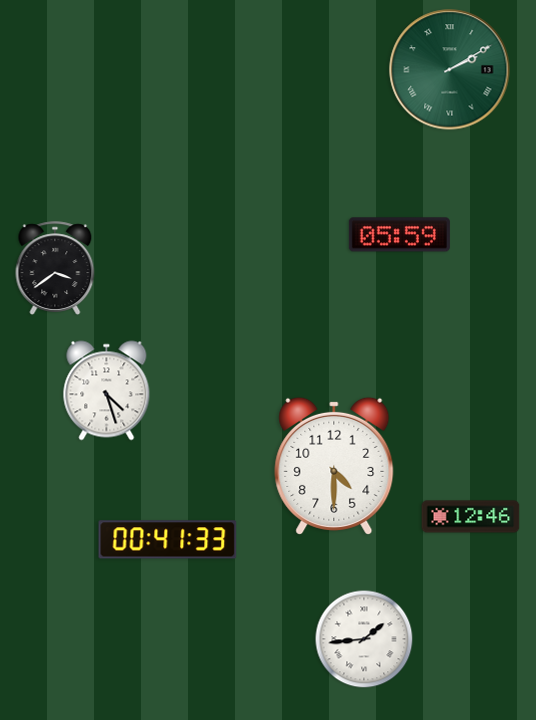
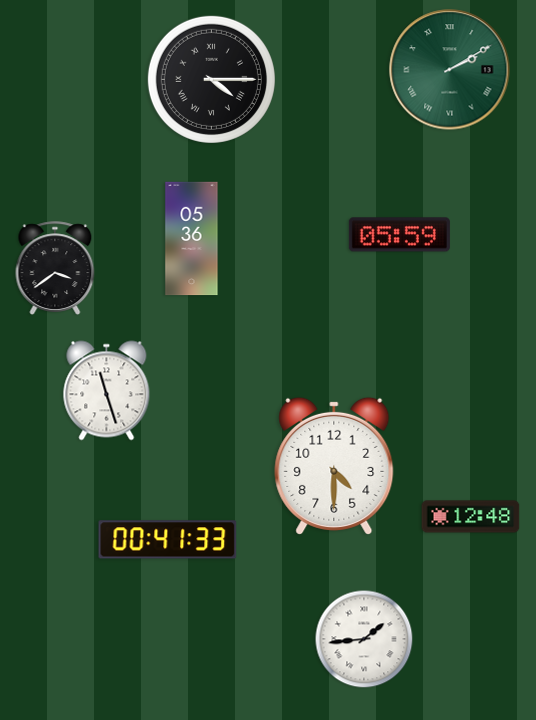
clock at (211, 79): none -> 4:15
clock at (192, 239): none -> 05:36
clock at (107, 391): 4:27 -> 11:27
clock at (471, 517): 12:46 -> 12:48
